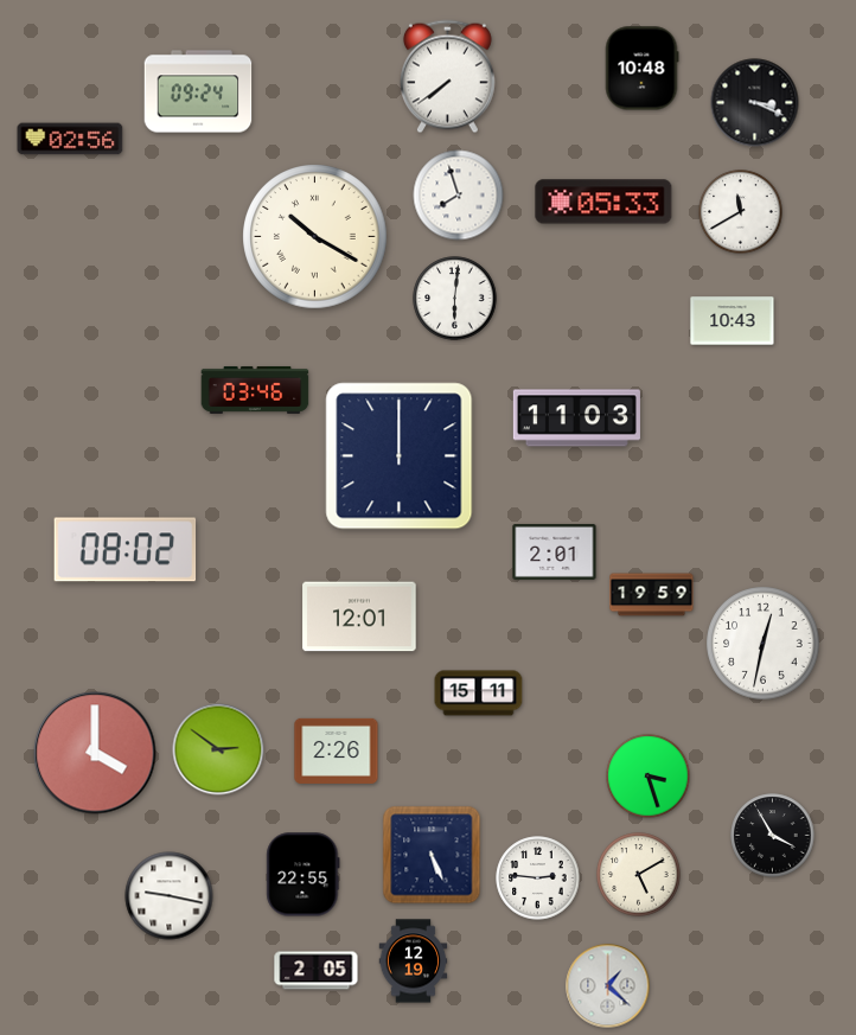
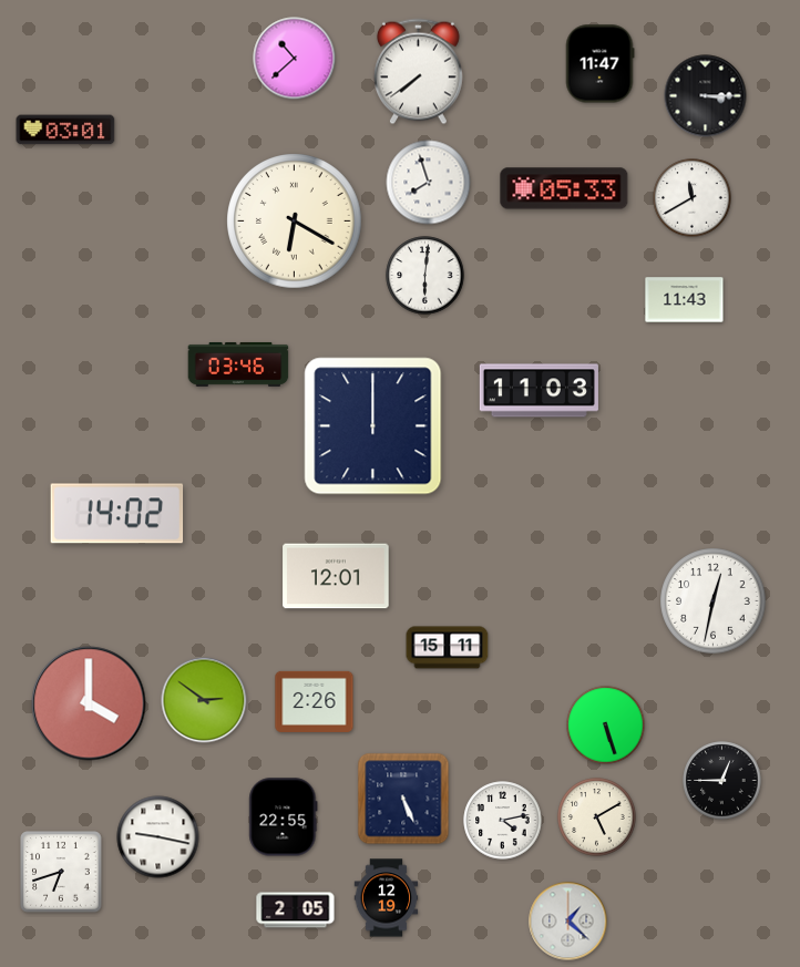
clock at (295, 59): none -> 10:38
clock at (641, 69): 10:48 -> 11:47
clock at (198, 91): 09:24 -> none
clock at (755, 103): 3:19 -> 3:15
clock at (70, 139): 02:56 -> 03:01
clock at (315, 237): 10:20 -> 6:20
clock at (455, 299) position: (455, 299) -> (425, 276)
clock at (733, 321): 10:43 -> 11:43
clock at (126, 550): 08:02 -> 14:02
clock at (555, 551): 2:01 -> none
clock at (652, 595): 19:59 -> none
clock at (649, 777): 3:27 -> 5:27
clock at (773, 836): 3:55 -> 12:45
clock at (538, 879): 2:46 -> 4:13
clock at (61, 872): none -> 6:42
clock at (317, 971) position: (317, 971) -> (296, 911)
